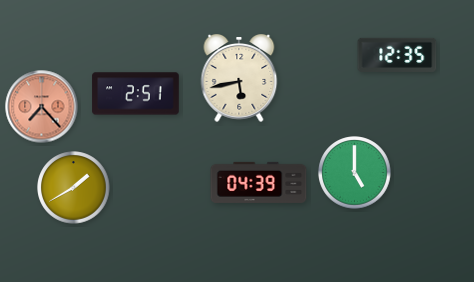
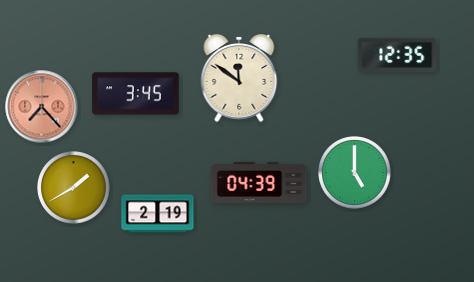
clock at (239, 79): 5:43 -> 11:51
clock at (136, 94): 2:51 -> 3:45
clock at (158, 214): none -> 2:19
